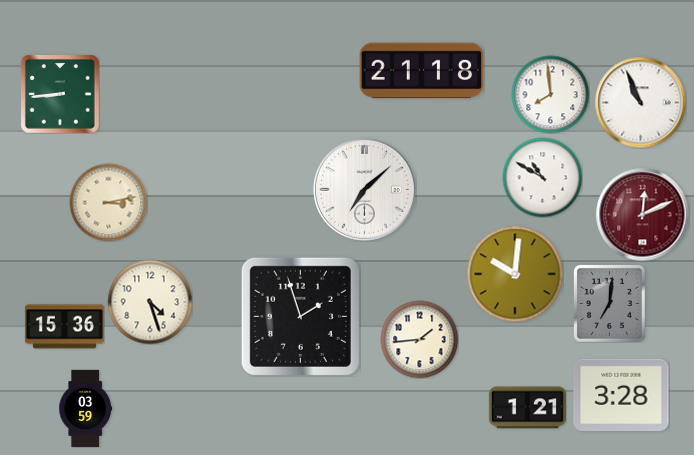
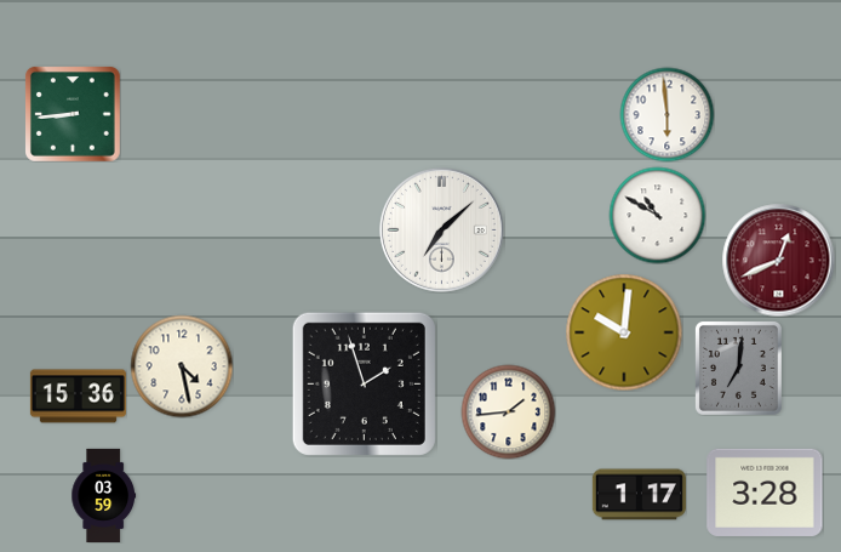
clock at (422, 71): 21:18 -> none
clock at (550, 94): 7:59 -> 5:59
clock at (640, 102): 10:56 -> none
clock at (108, 202): 3:13 -> none
clock at (642, 214): 12:11 -> 12:41
clock at (150, 302): 4:27 -> 4:28
clock at (621, 395) position: (621, 395) -> (765, 493)
clock at (527, 408): 1:21 -> 1:17
